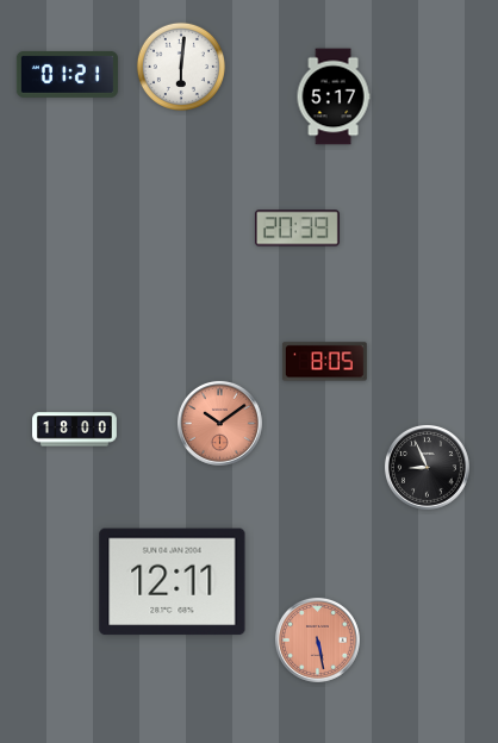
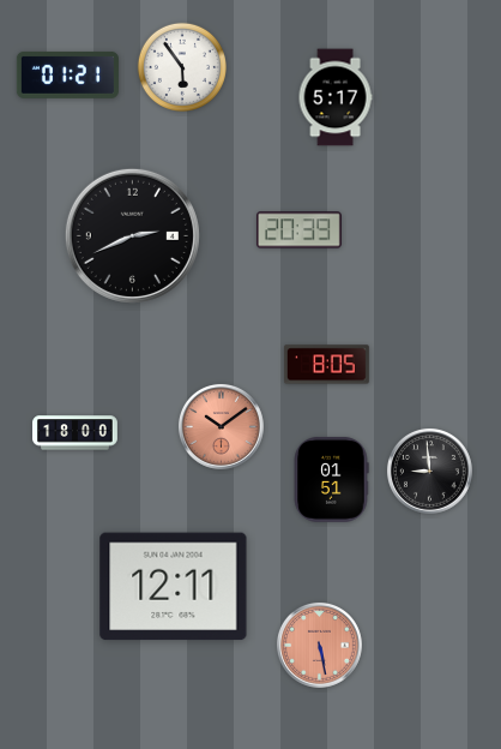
clock at (181, 67): 6:01 -> 5:54
clock at (132, 235): none -> 2:41
clock at (427, 467): 8:56 -> 8:59
clock at (331, 479): none -> 01:51
